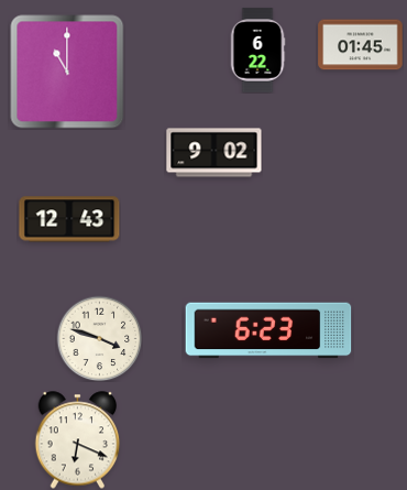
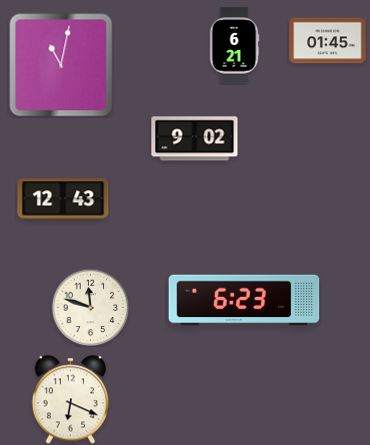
clock at (257, 51): 6:22 -> 6:21
clock at (67, 72): 11:00 -> 11:02
clock at (99, 338): 3:48 -> 11:48
